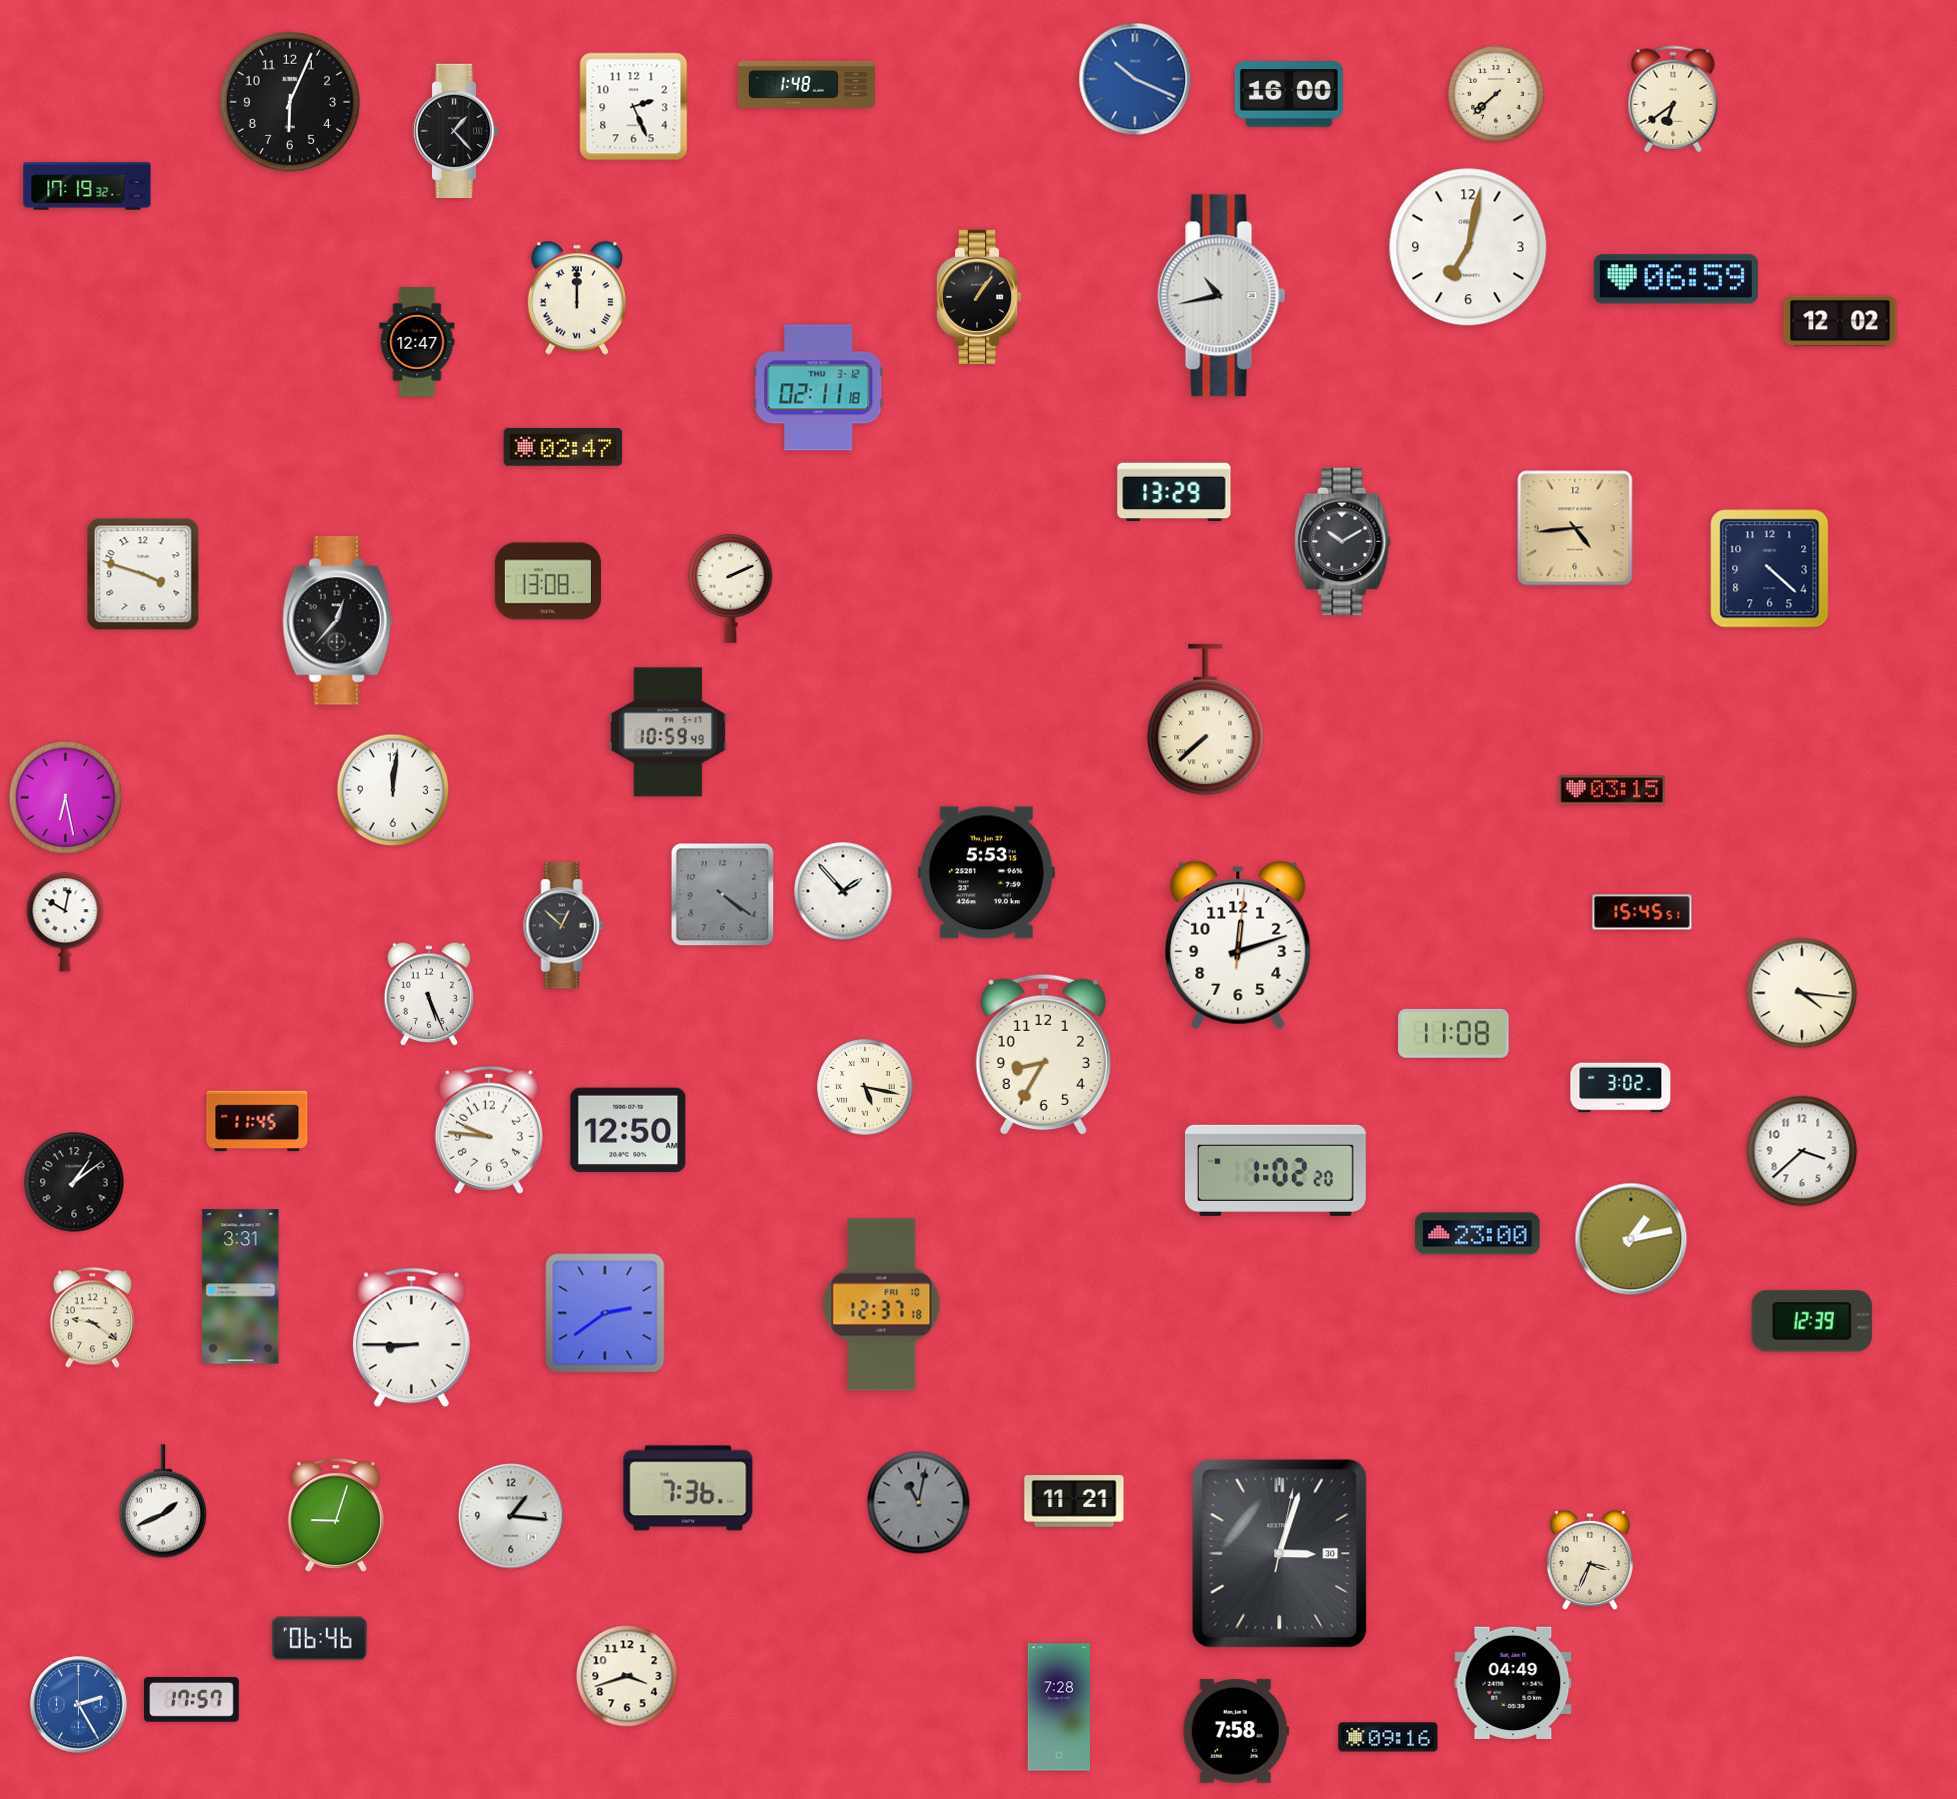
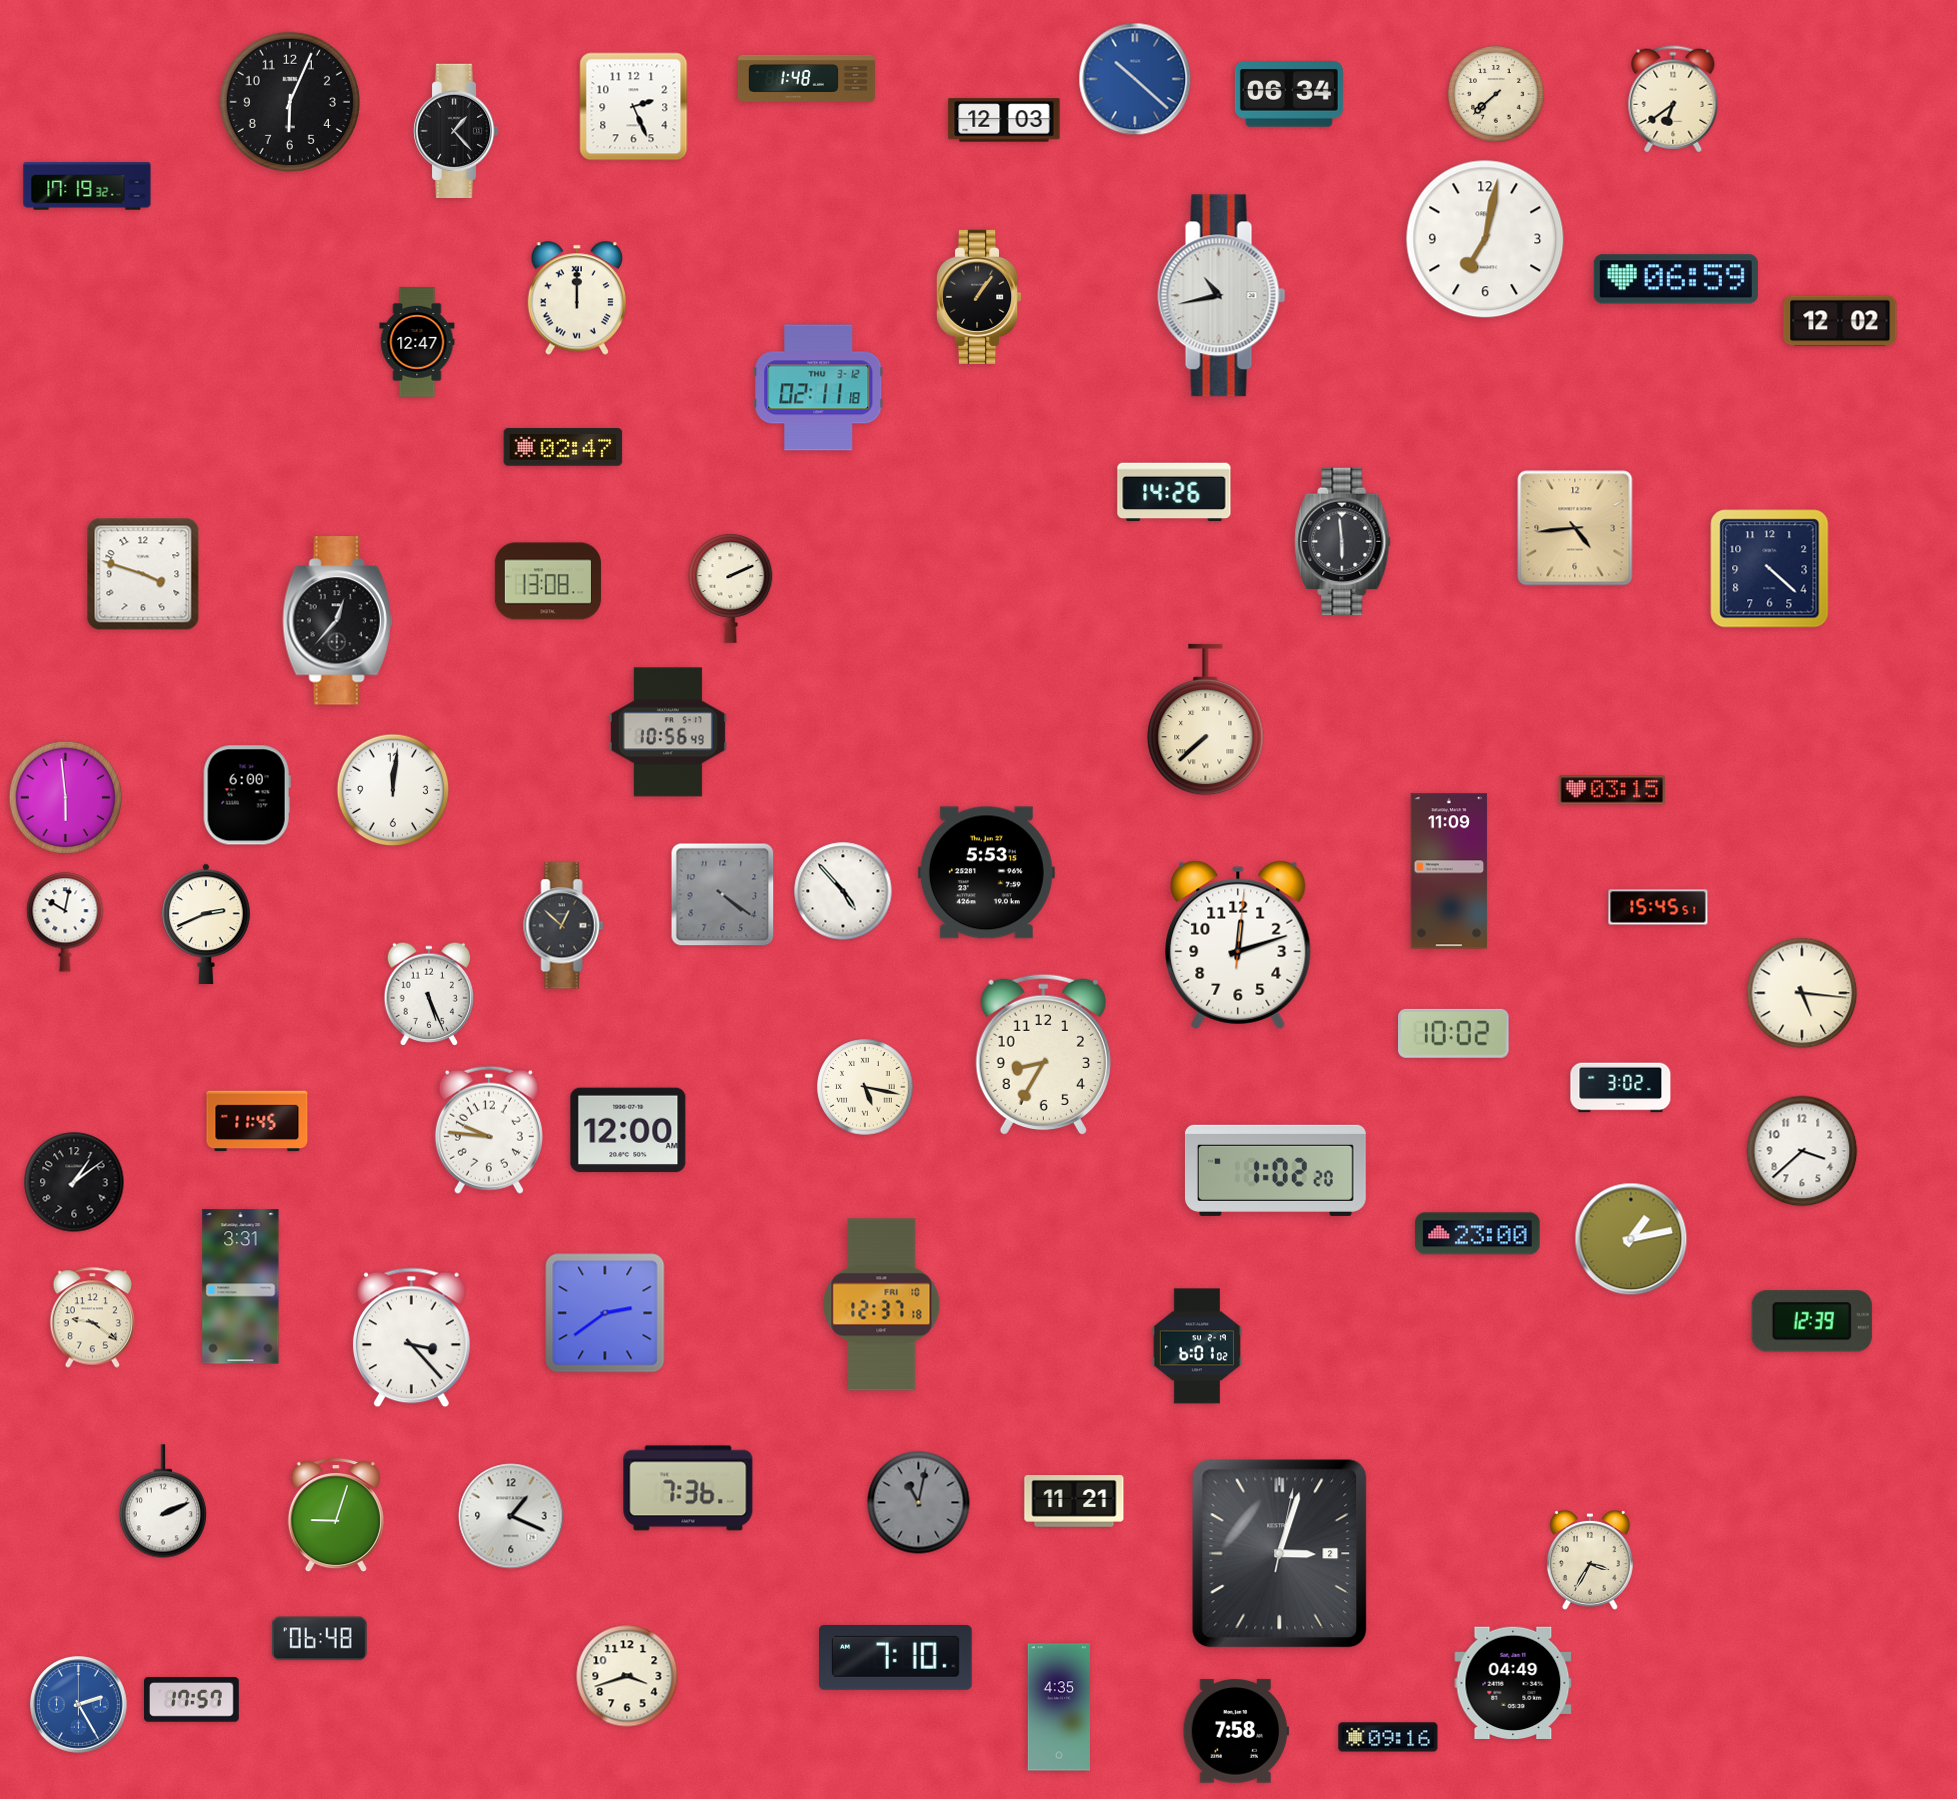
clock at (1135, 79): 10:19 -> 10:22
clock at (806, 84) position: (806, 84) -> (806, 78)
clock at (1289, 94): 16:00 -> 06:34
clock at (1004, 120): none -> 12:03
clock at (1468, 247) position: (1468, 247) -> (1485, 239)
clock at (1174, 492): 13:29 -> 14:26
clock at (1343, 542): 10:10 -> 5:59
clock at (668, 732): 10:59 -> 10:56
clock at (247, 795): none -> 6:00
clock at (66, 798): 6:28 -> 5:59
clock at (1449, 871): none -> 11:09
clock at (843, 891): 1:53 -> 4:53
clock at (1642, 912) position: (1642, 912) -> (1658, 907)
clock at (207, 923): none -> 2:41
clock at (1802, 993): 4:16 -> 5:16
clock at (1454, 1033): 11:08 -> 10:02
clock at (628, 1130): 12:50 -> 12:00
clock at (411, 1338): 8:45 -> 3:23
clock at (1197, 1346): none -> 6:01
clock at (163, 1501): 1:41 -> 2:11
clock at (511, 1516): 1:16 -> 1:19
clock at (1280, 1554) date: 30 -> 2
clock at (1590, 1561): 3:34 -> 3:35
clock at (319, 1639): 06:46 -> 06:48
clock at (896, 1658): none -> 7:10
clock at (1059, 1707): 7:28 -> 4:35
